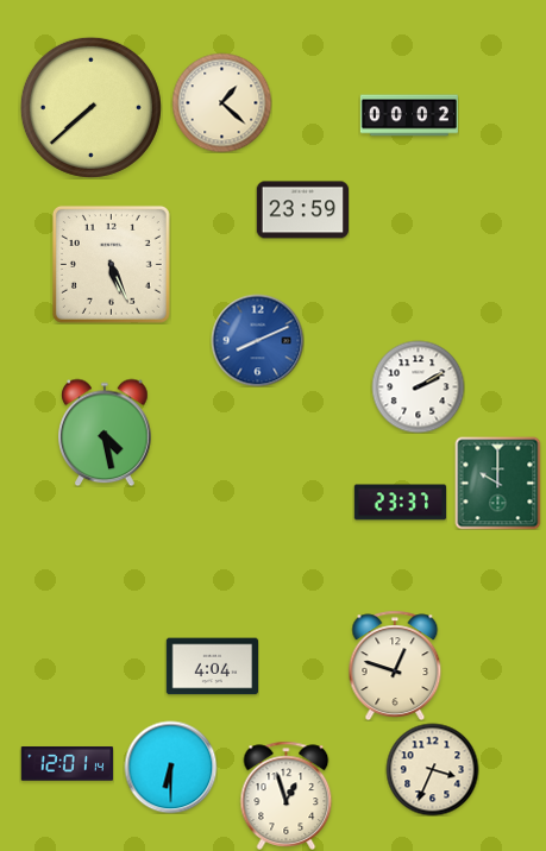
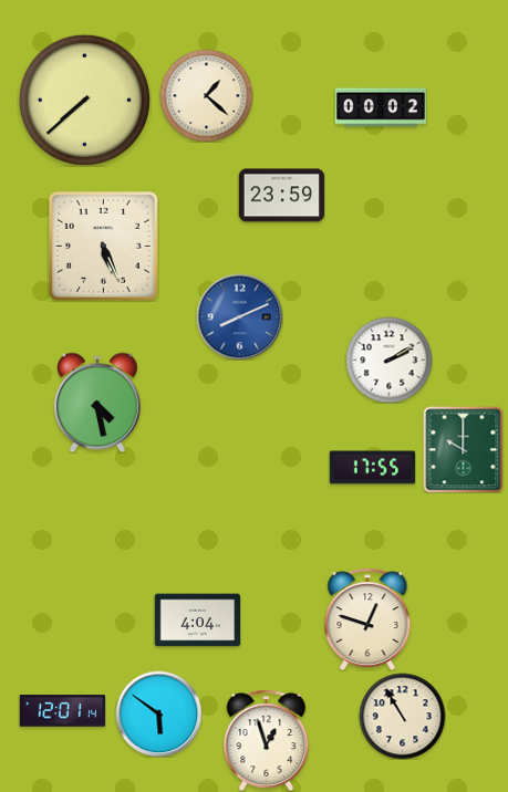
clock at (400, 503): 23:37 -> 17:55
clock at (170, 767): 6:30 -> 5:51
clock at (432, 769): 3:34 -> 10:55
